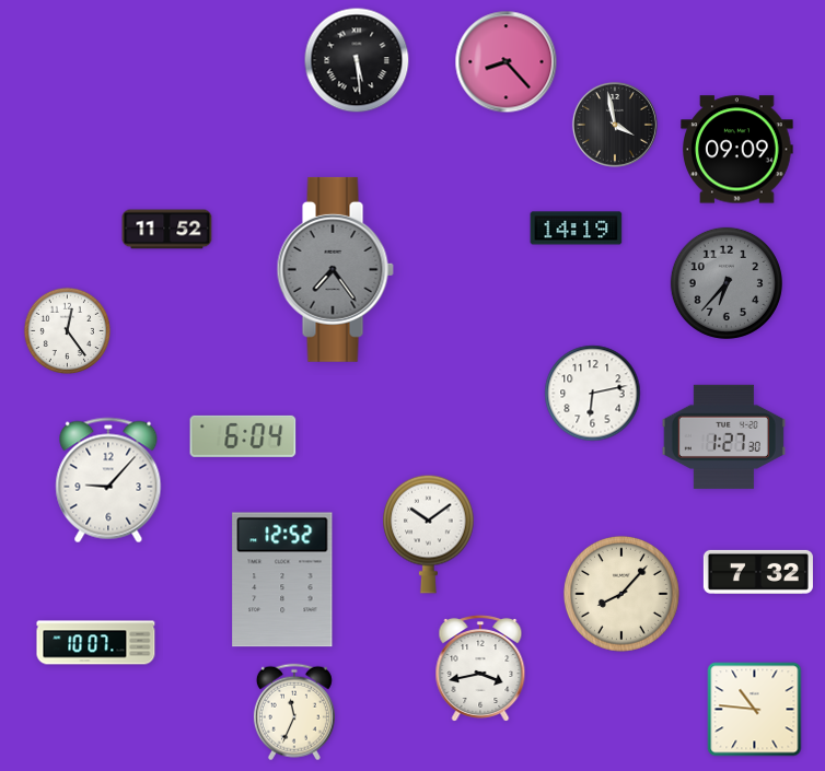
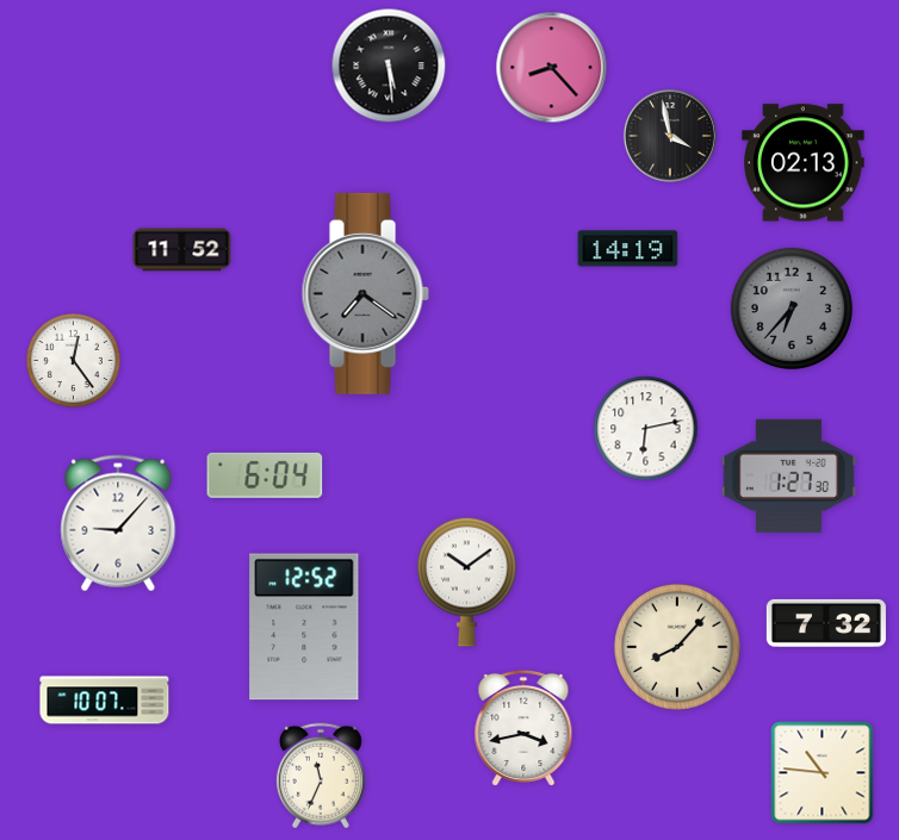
clock at (737, 150): 09:09 -> 02:13
clock at (335, 269): 7:24 -> 7:21
clock at (282, 580) position: (282, 580) -> (304, 627)
